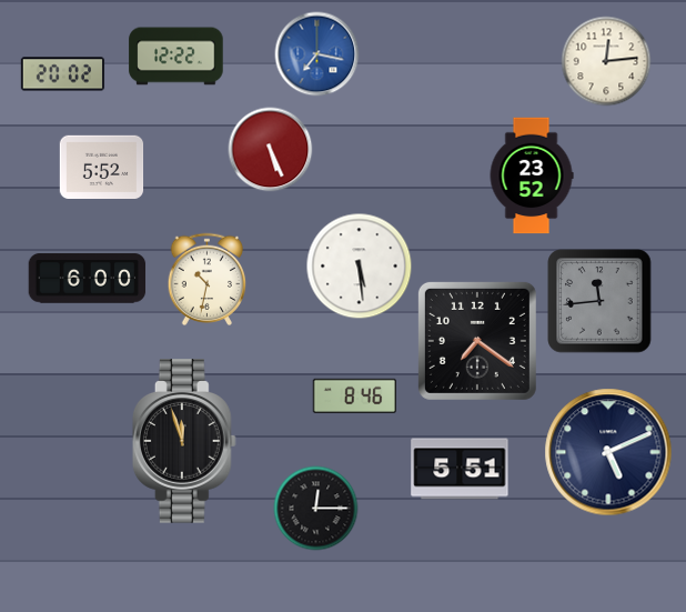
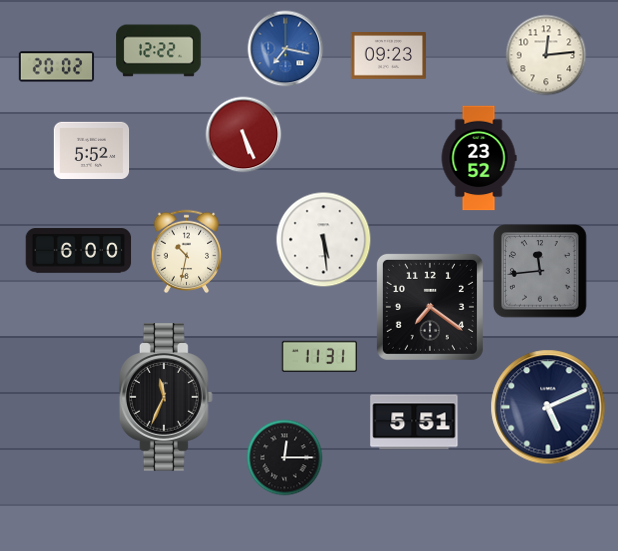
clock at (389, 56): none -> 09:23
clock at (354, 395): 8:46 -> 11:31
clock at (184, 441): 11:57 -> 11:34
